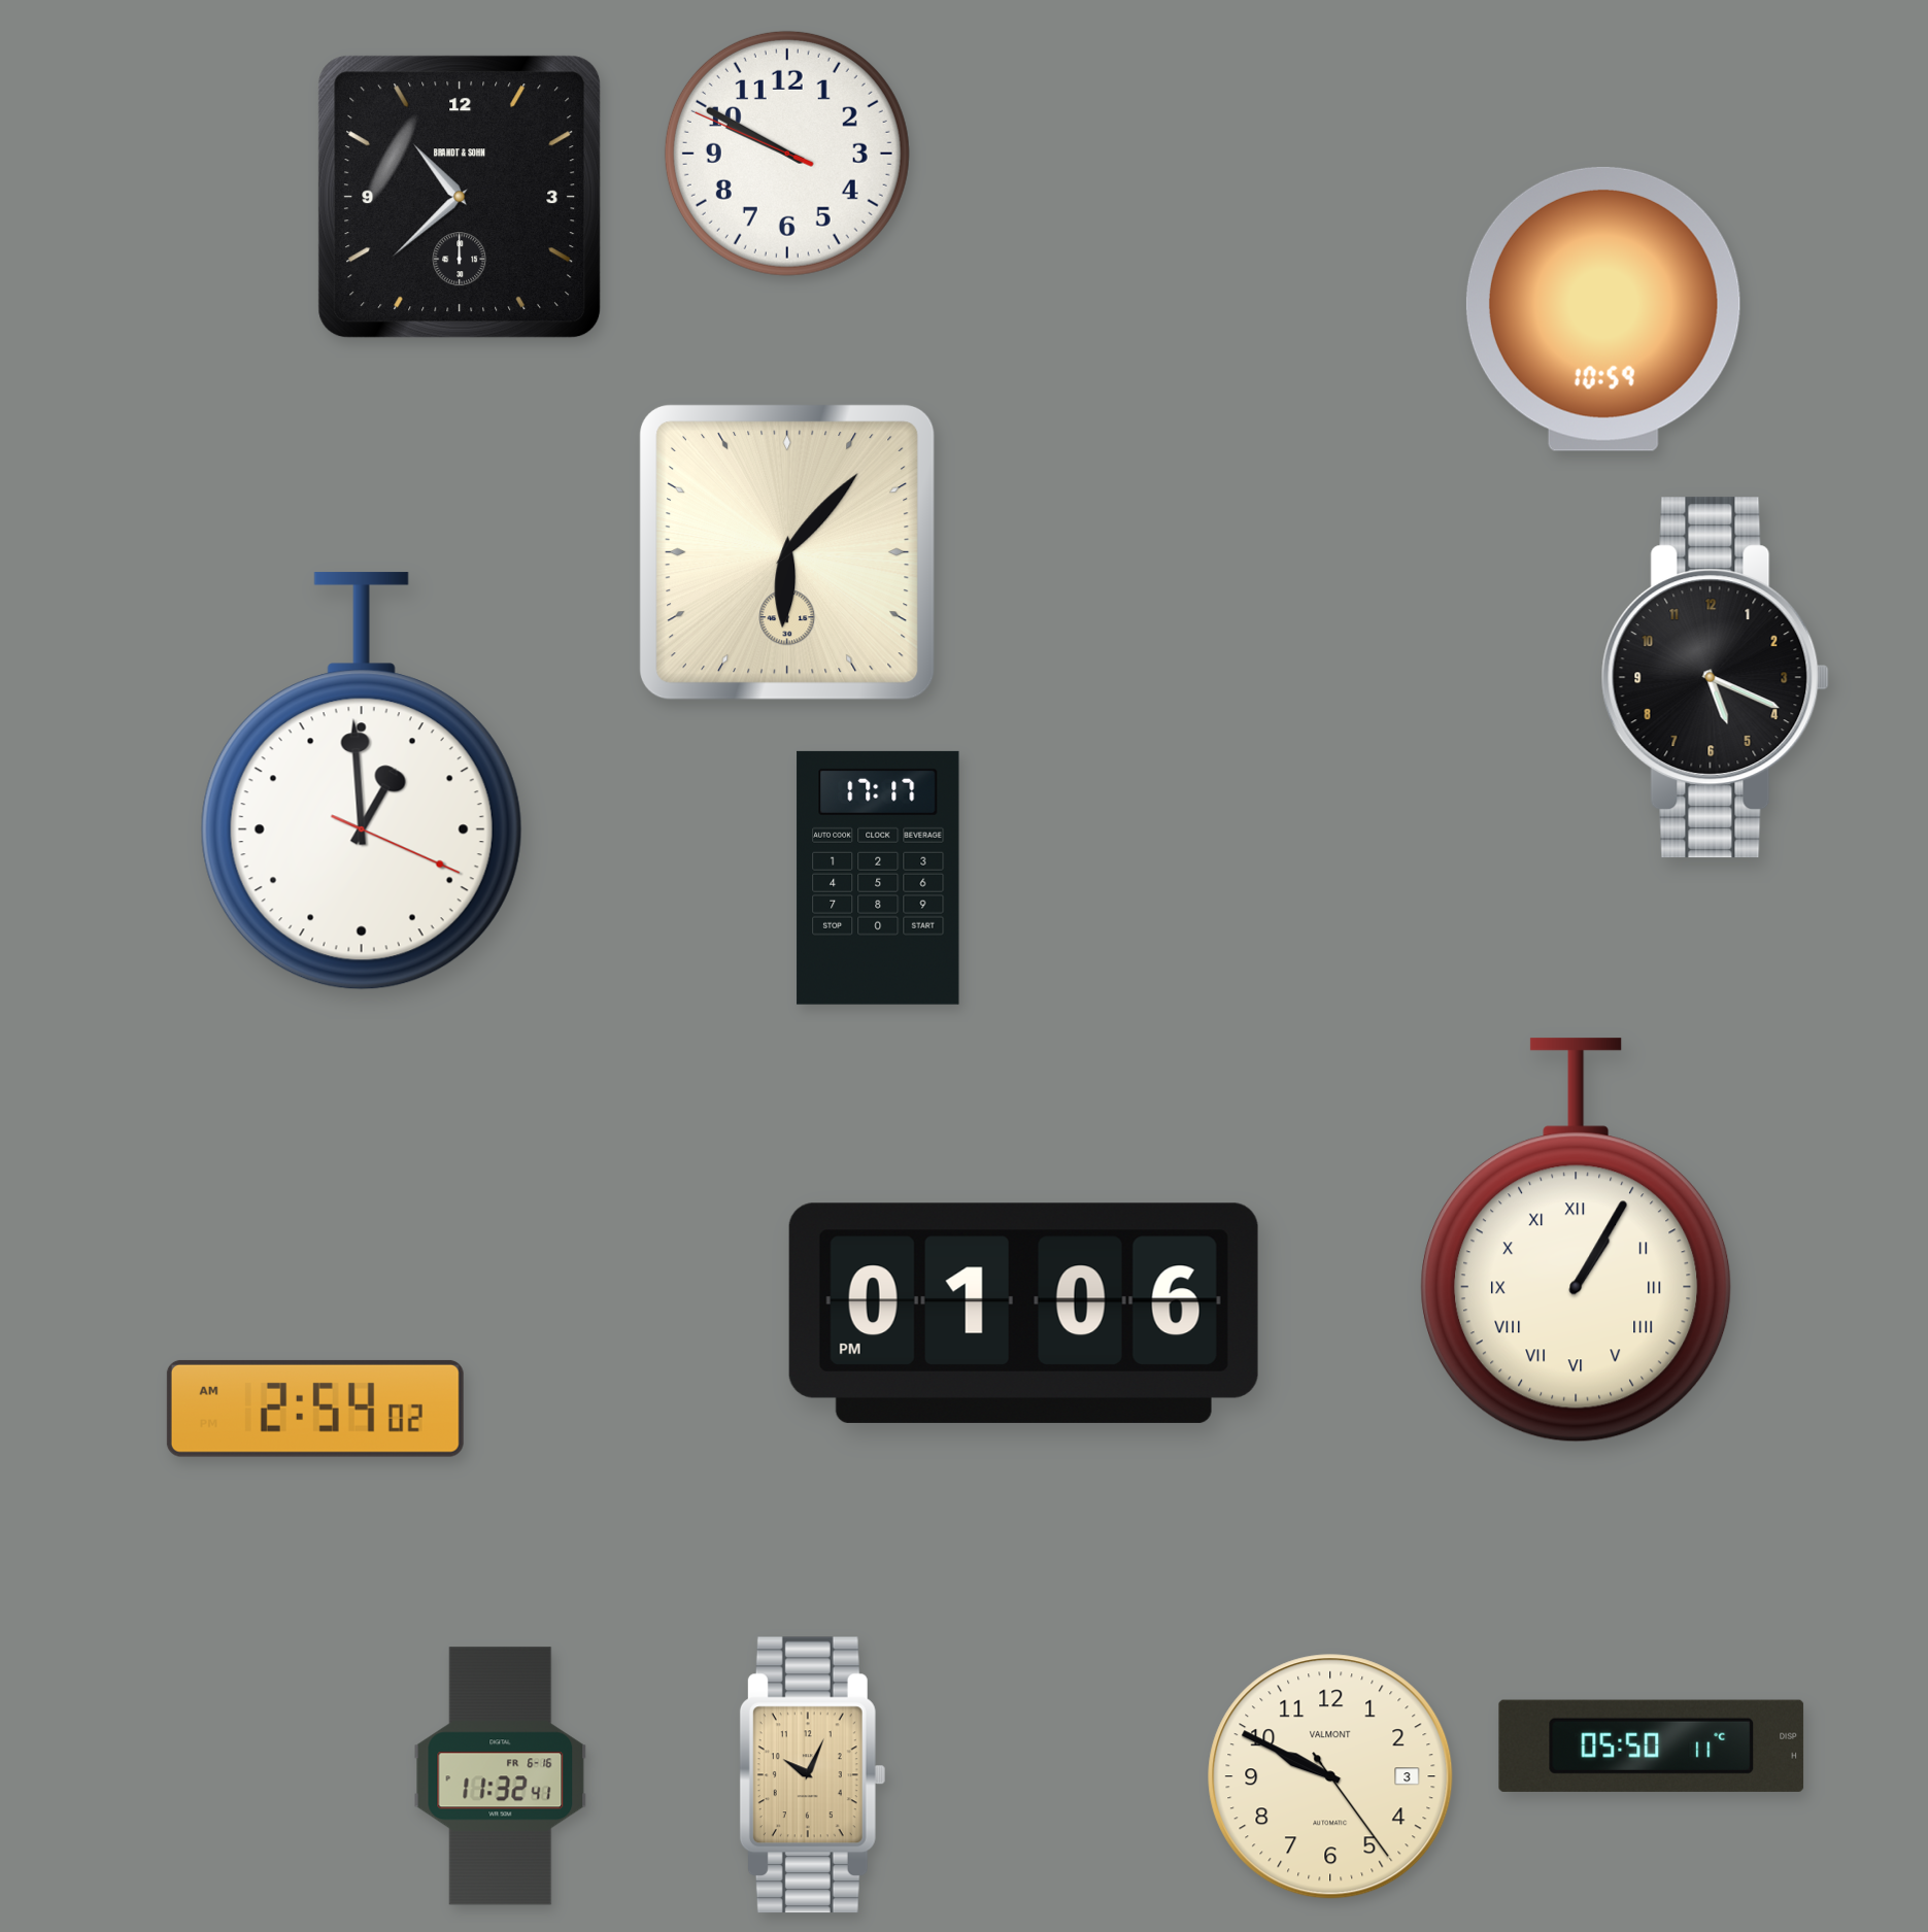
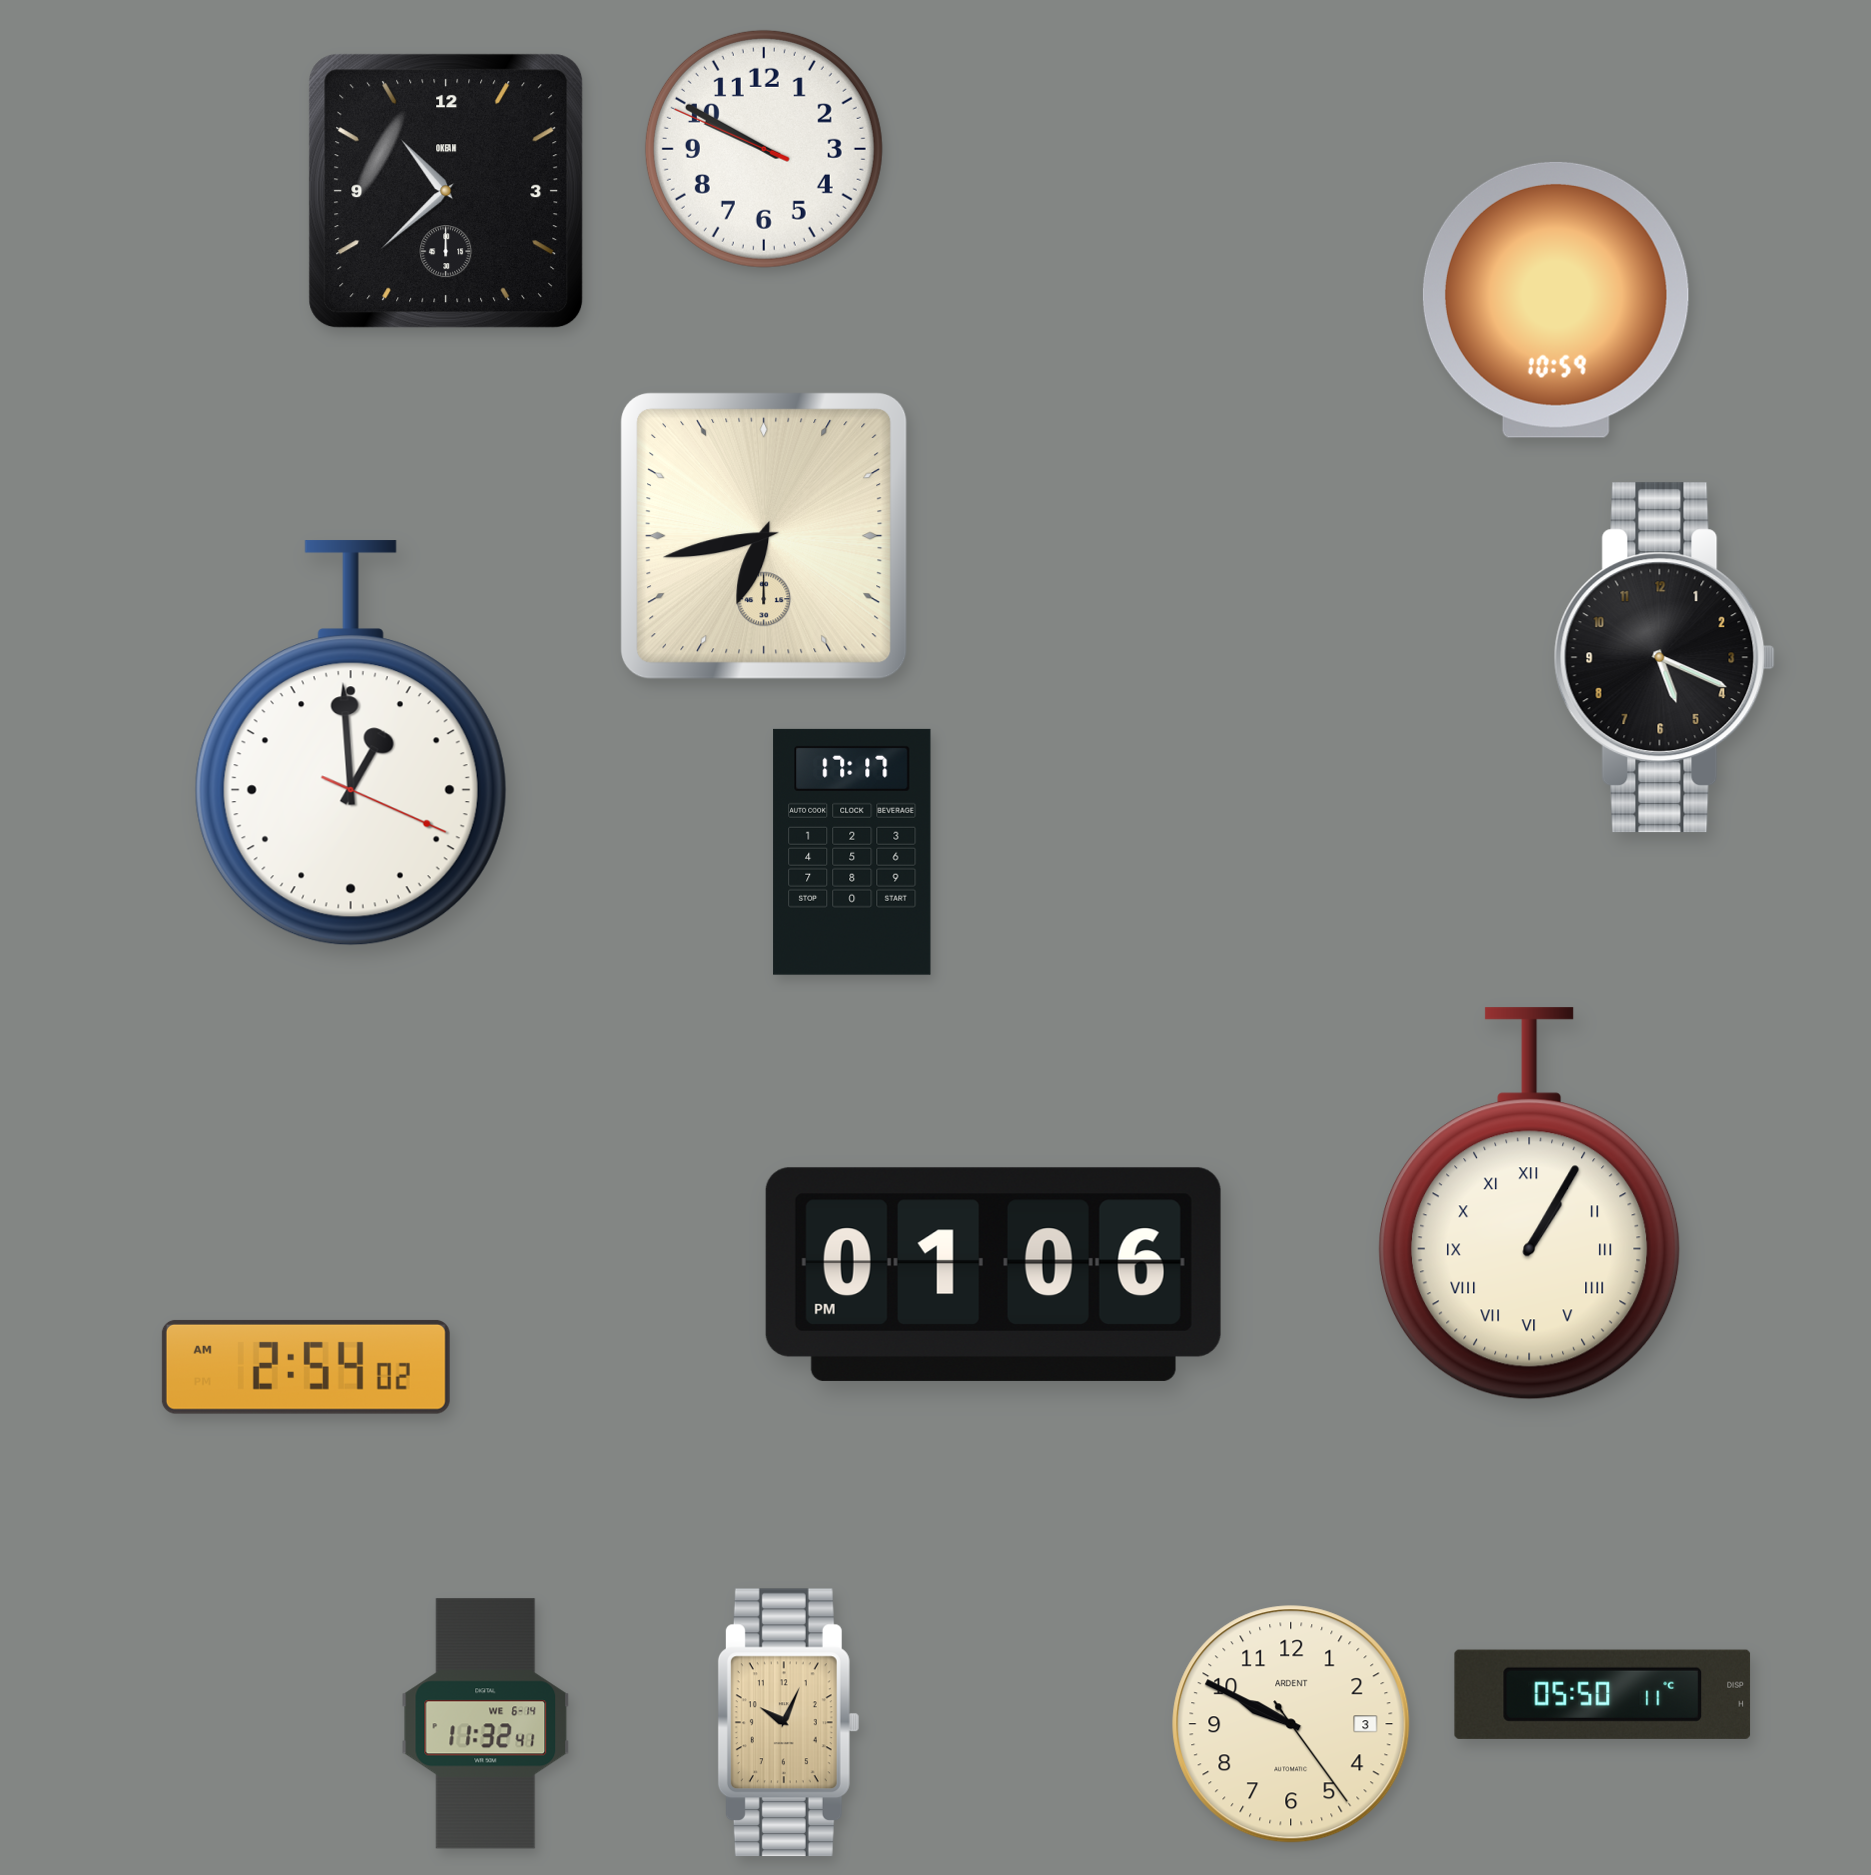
clock at (460, 197) brand: BRANDT & SOHN -> OKEAN
clock at (787, 552): 6:07 -> 6:43
clock at (362, 781) position: (362, 781) -> (351, 743)
clock at (501, 1776) date: FR 6-16 -> WE 6-14
clock at (1330, 1776) brand: VALMONT -> ARDENT
